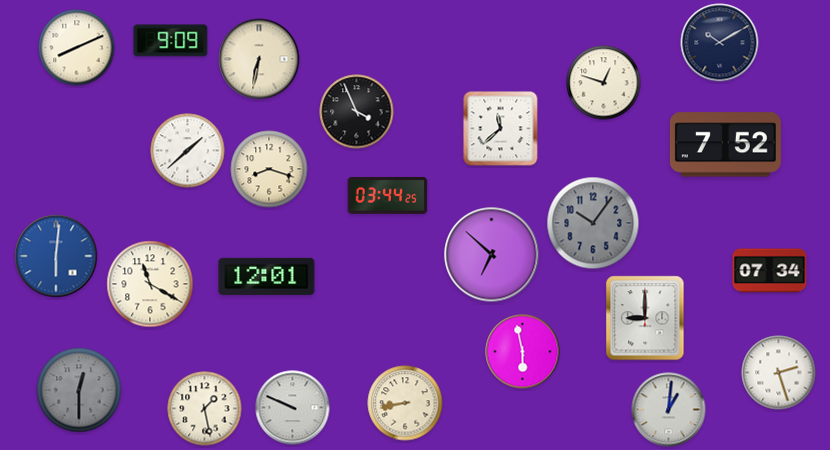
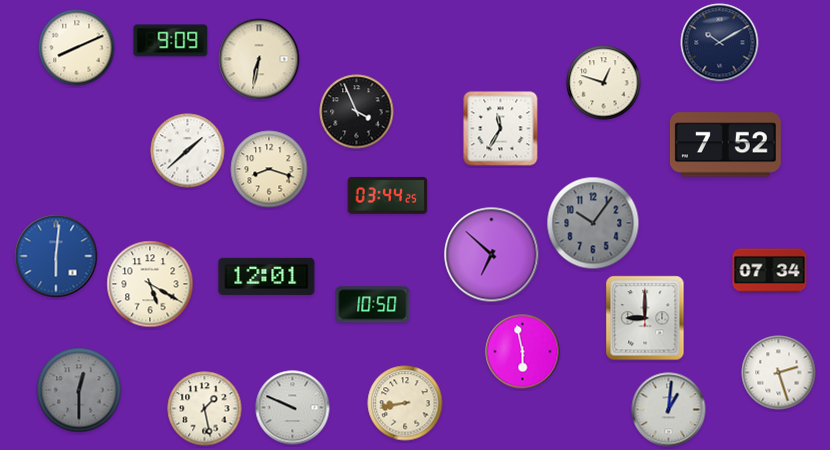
clock at (501, 129): 11:38 -> 11:35
clock at (150, 284): 11:20 -> 5:20
clock at (373, 305): none -> 10:50
